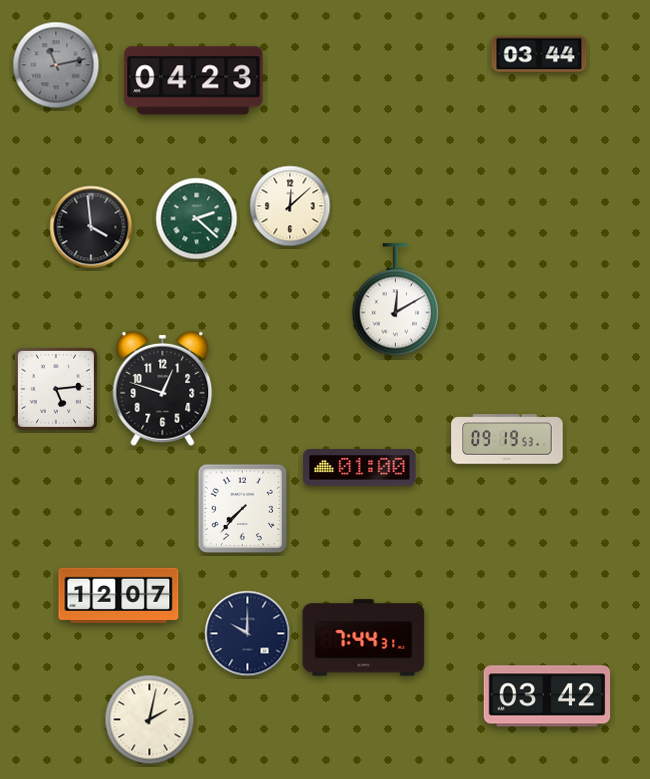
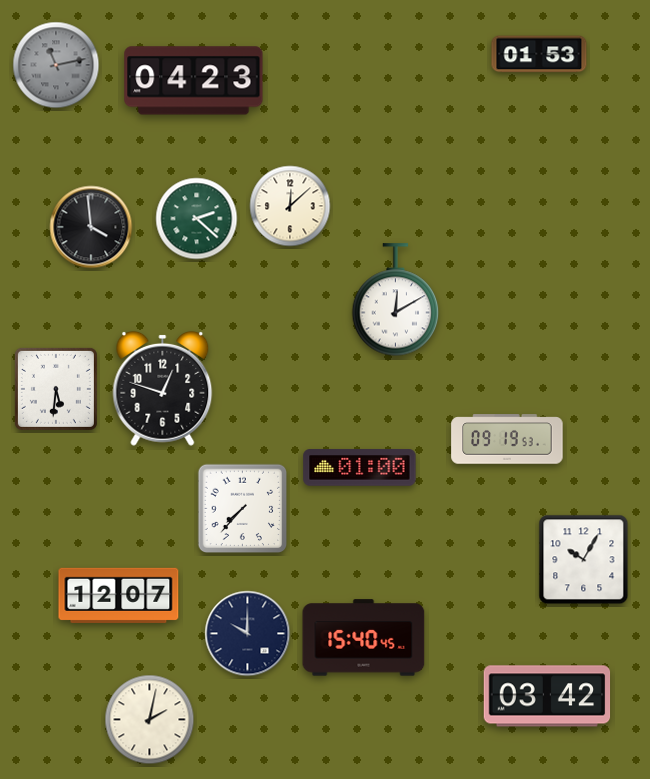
clock at (539, 54): 03:44 -> 01:53
clock at (56, 389): 5:14 -> 5:31
clock at (584, 560): none -> 10:05
clock at (364, 638): 7:44 -> 15:40
